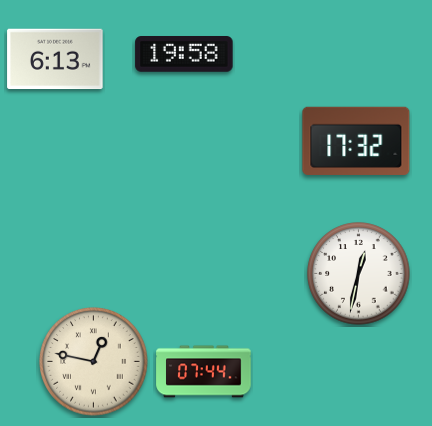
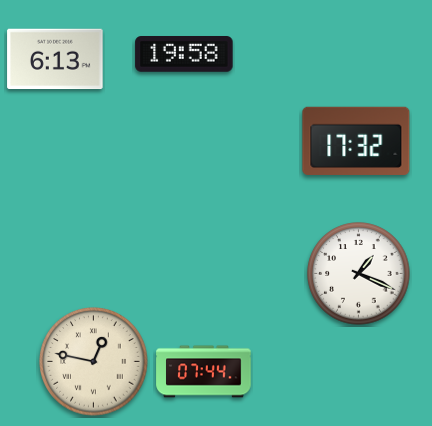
clock at (359, 274): 12:32 -> 1:19
